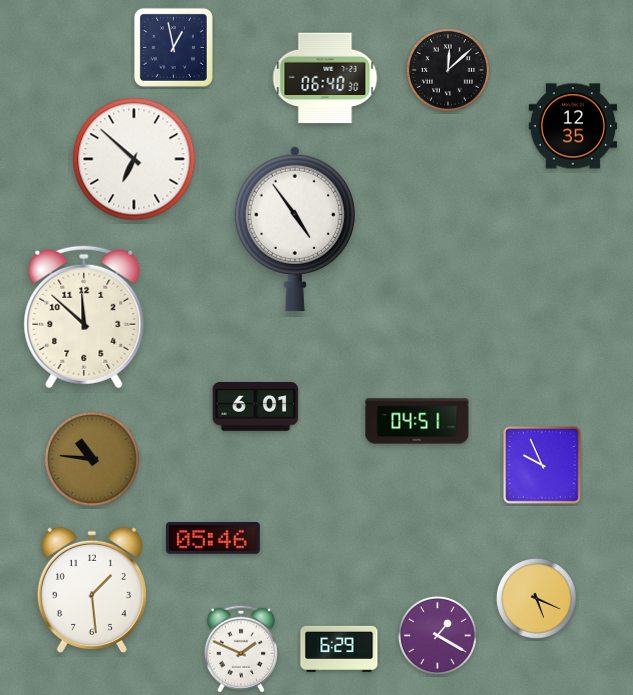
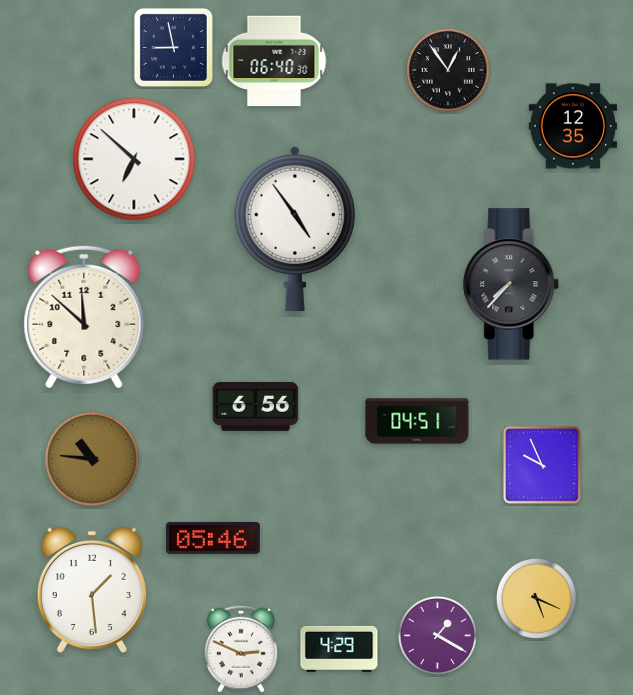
clock at (173, 47): 12:58 -> 8:58
clock at (449, 71): 12:08 -> 12:54
clock at (325, 78) position: (325, 78) -> (274, 61)
clock at (512, 284): none -> 7:37
clock at (256, 406): 6:01 -> 6:56
clock at (241, 649): 1:49 -> 2:49
clock at (339, 649): 6:29 -> 4:29
